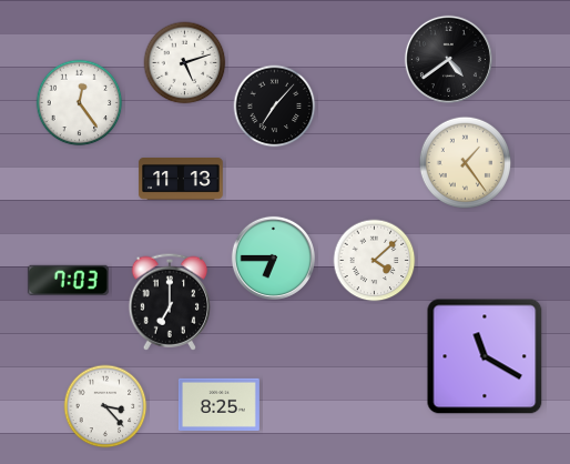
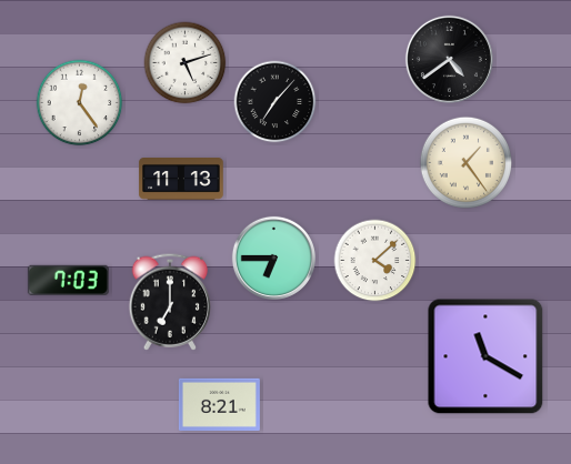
clock at (275, 107) position: (275, 107) -> (276, 102)
clock at (218, 404): 8:25 -> 8:21
clock at (105, 406): 3:23 -> none
